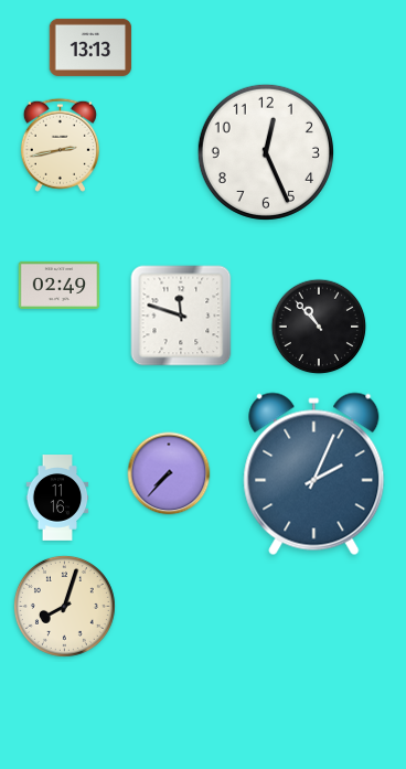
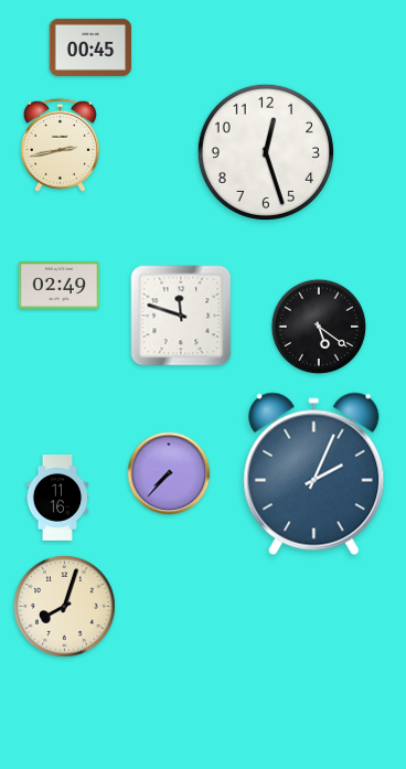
clock at (90, 47): 13:13 -> 00:45
clock at (266, 152): 12:26 -> 12:27
clock at (319, 327): 10:53 -> 5:21
